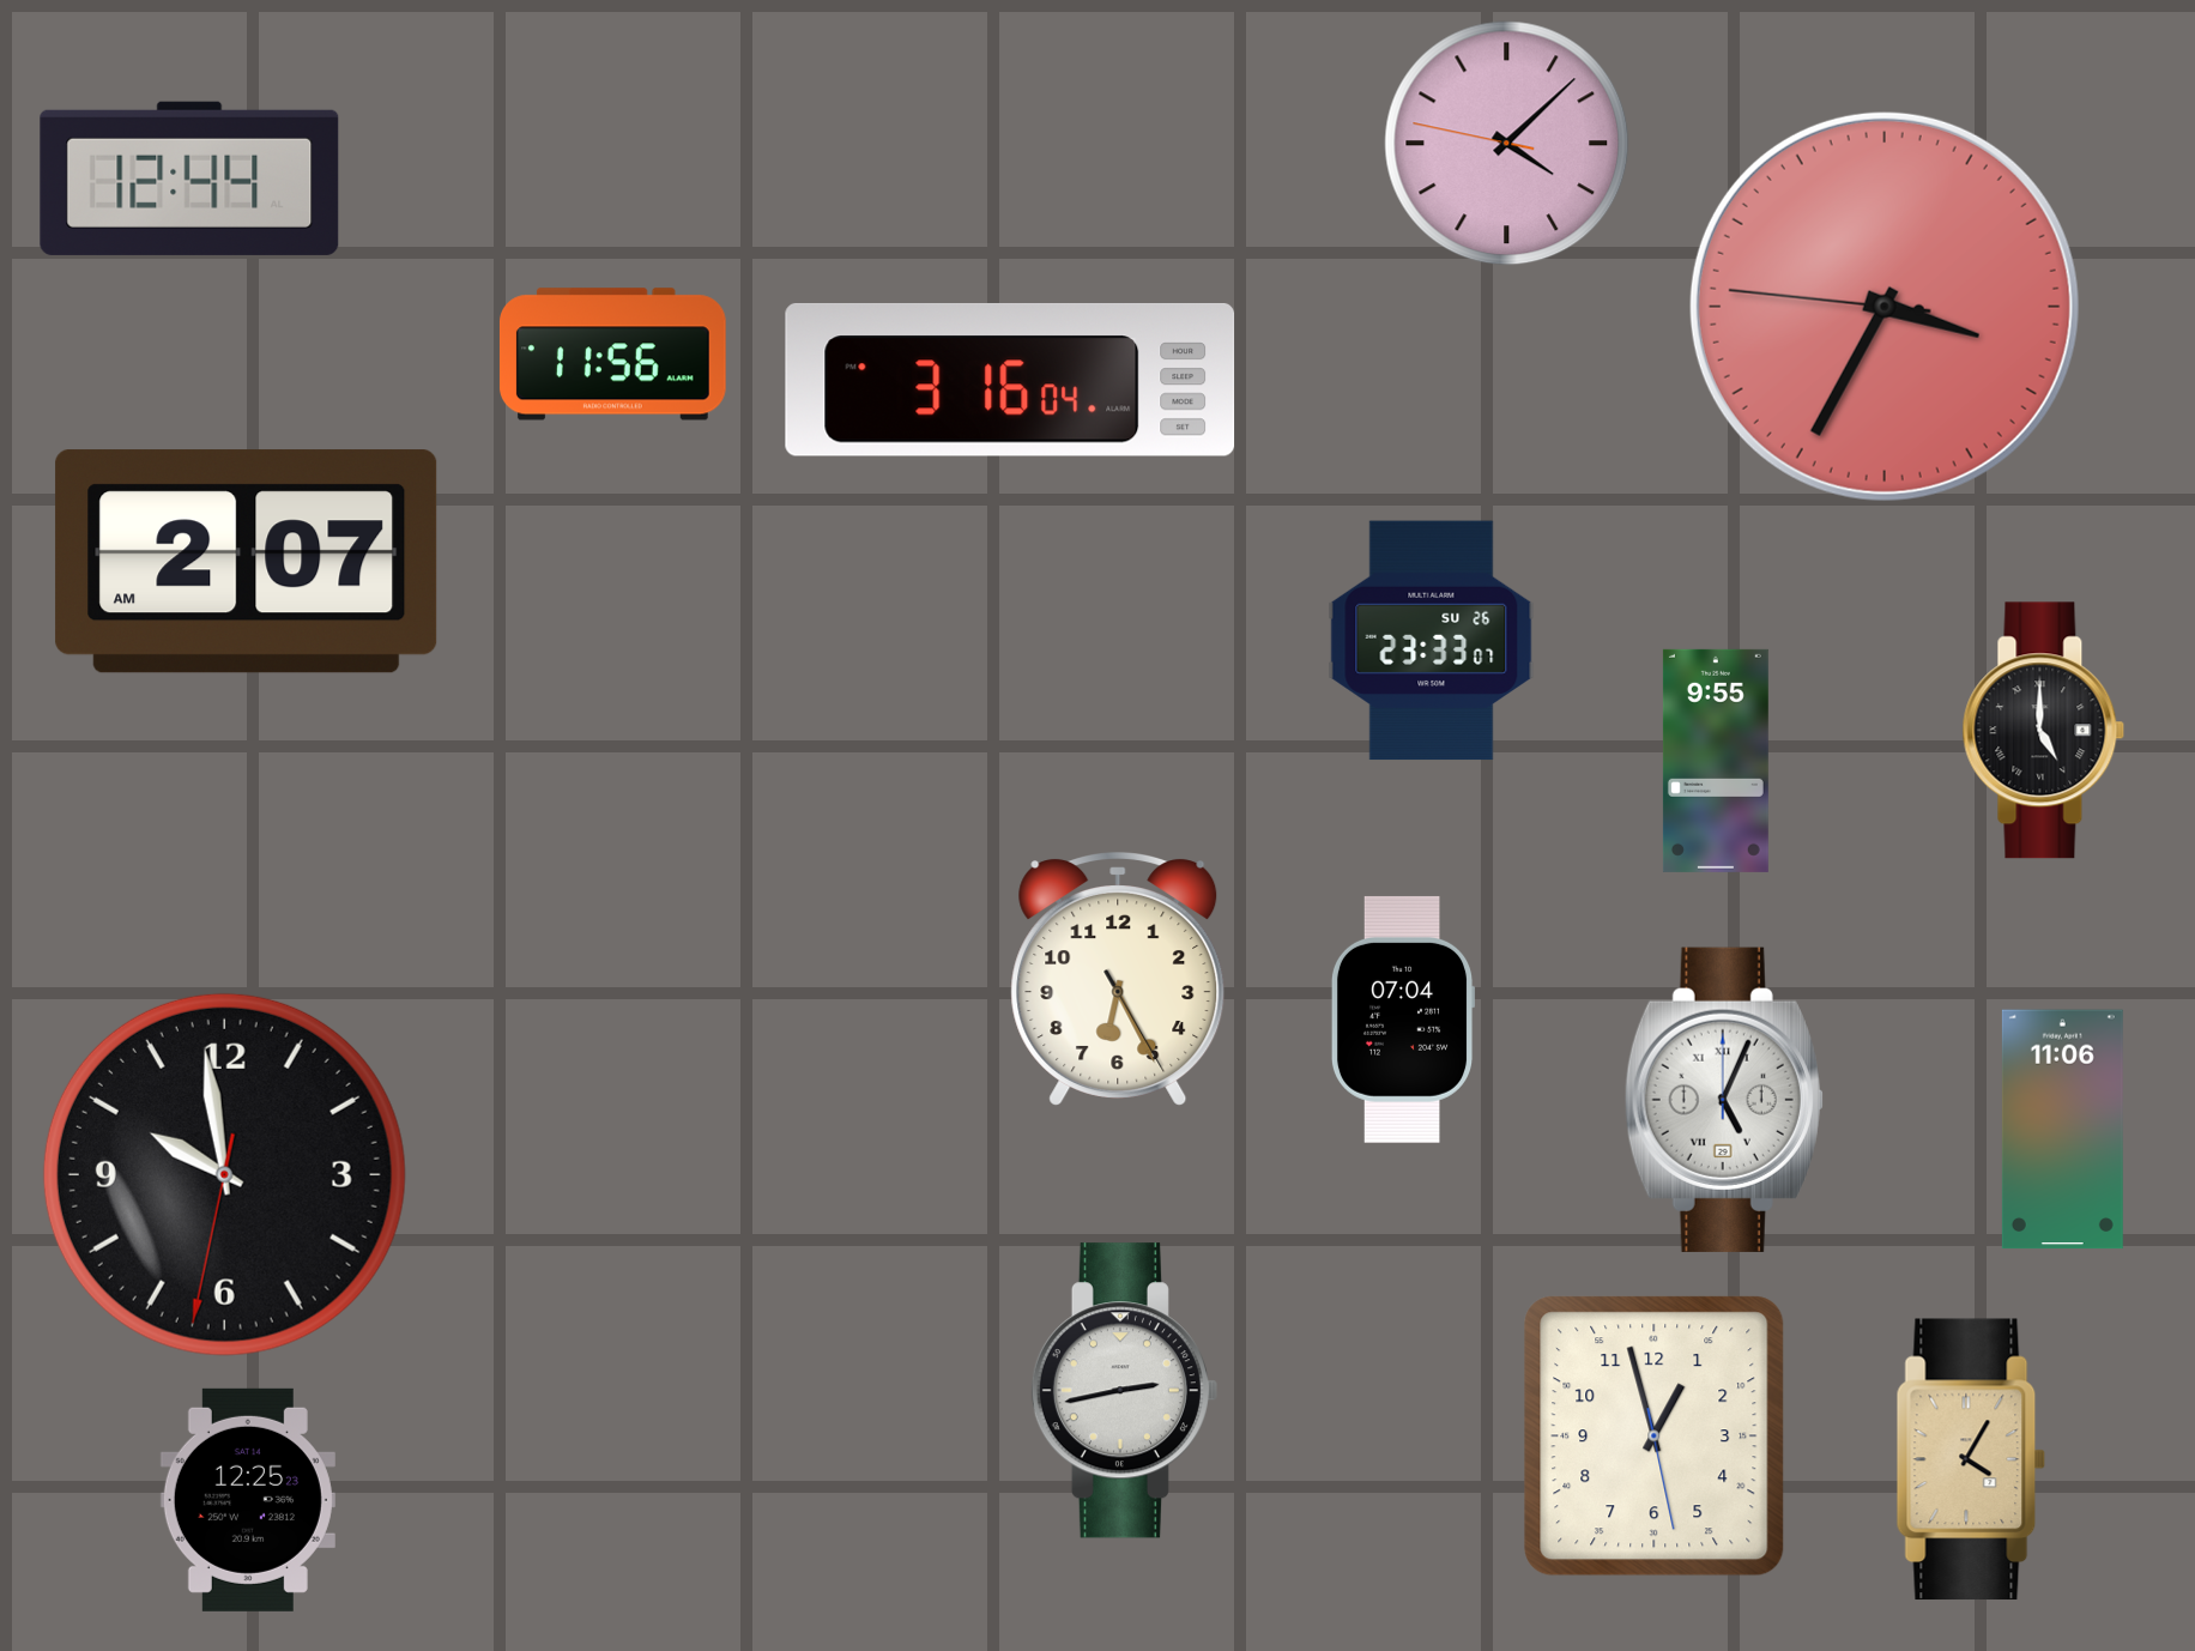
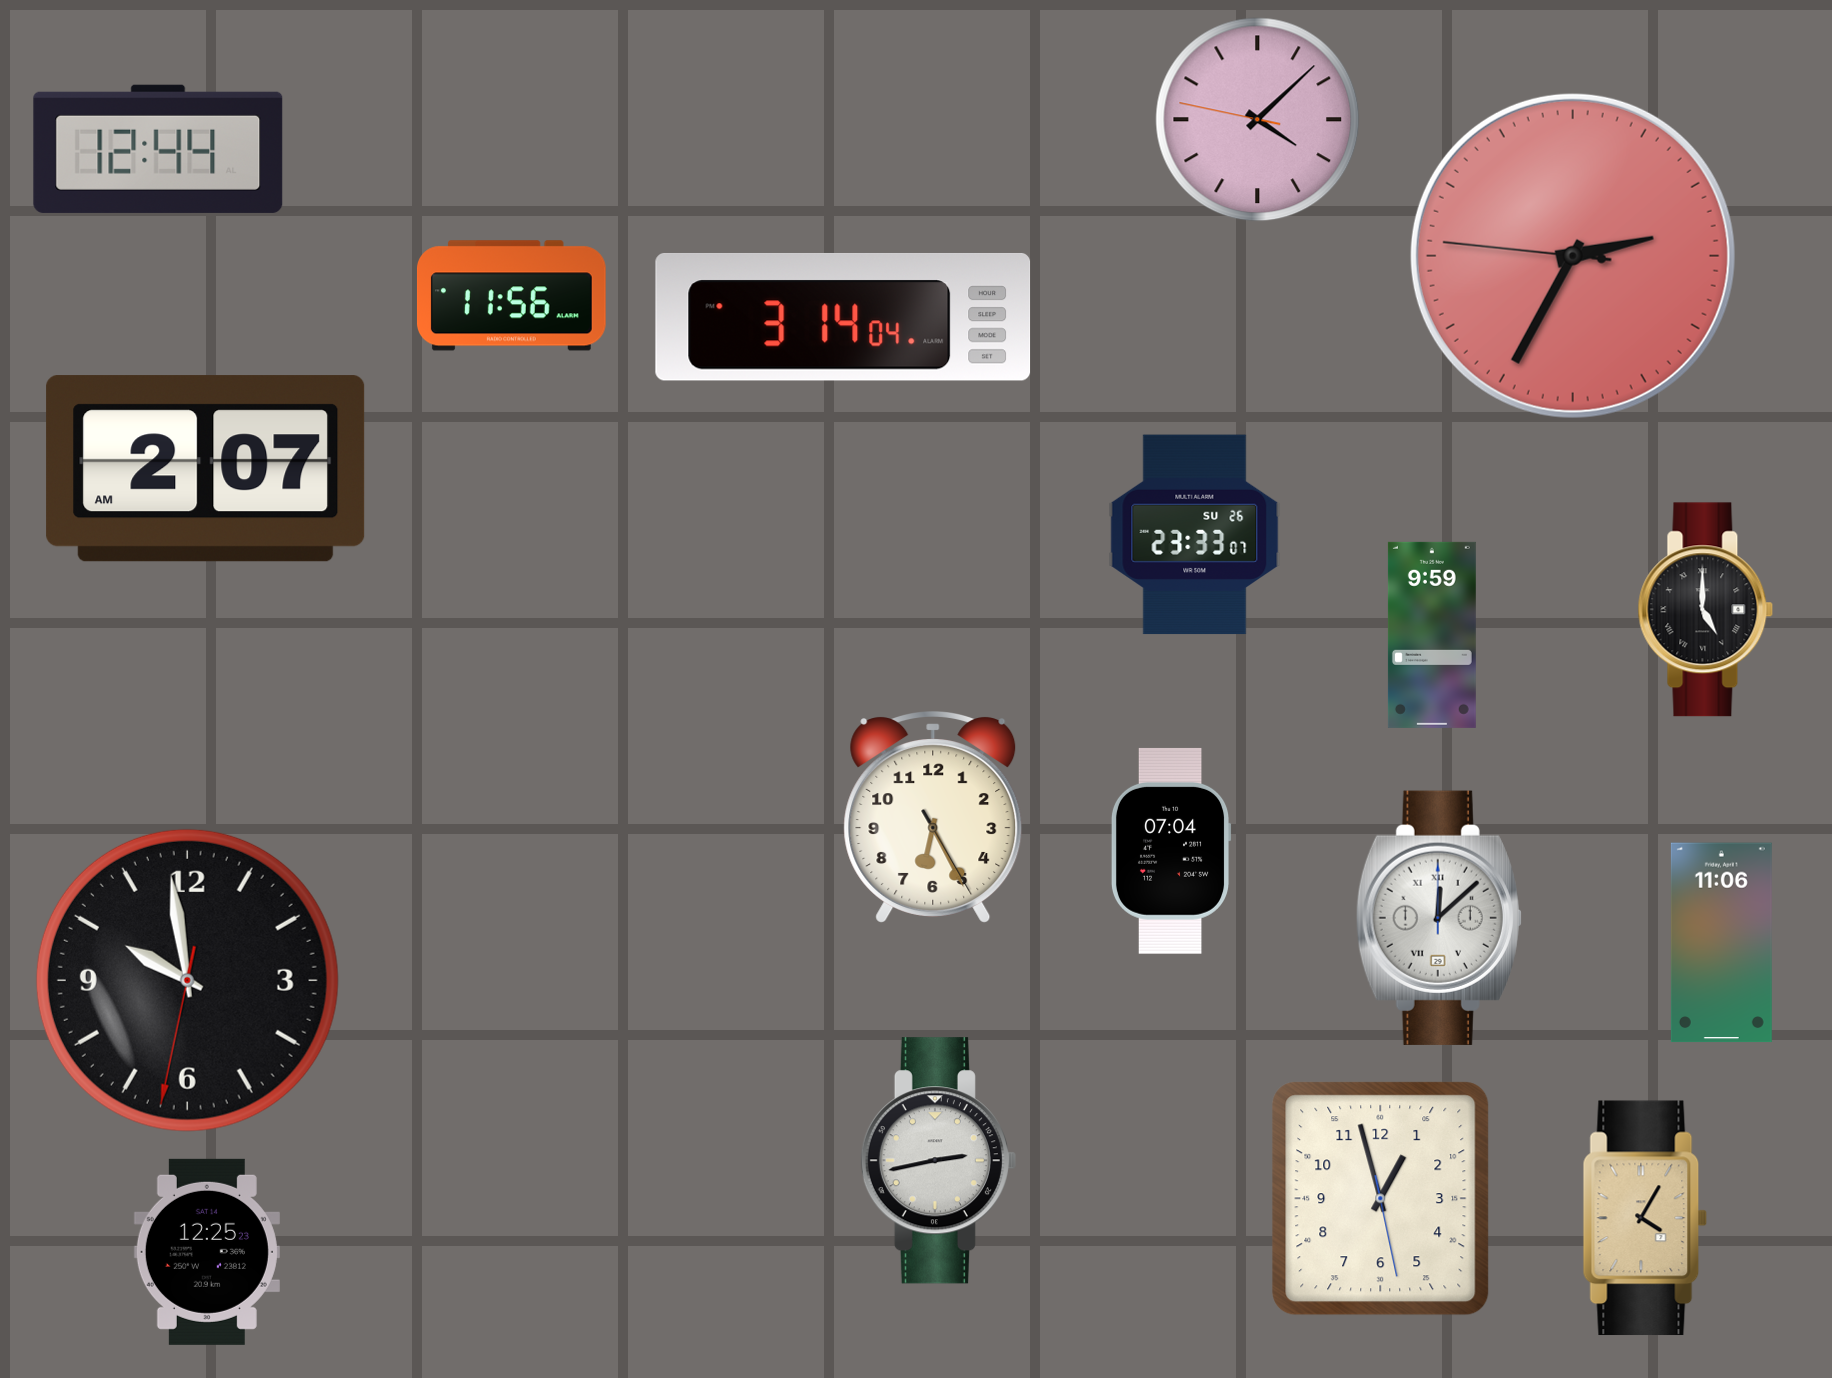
clock at (1885, 307): 3:34 -> 2:34
clock at (1010, 380): 3:16 -> 3:14
clock at (1716, 761): 9:55 -> 9:59
clock at (1724, 1100): 5:04 -> 12:08
